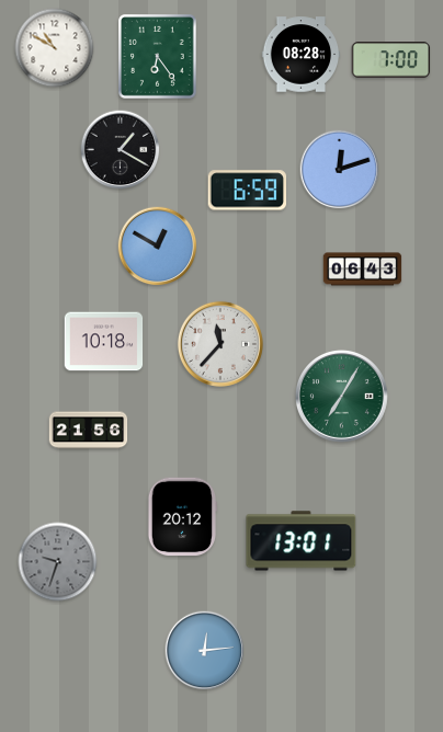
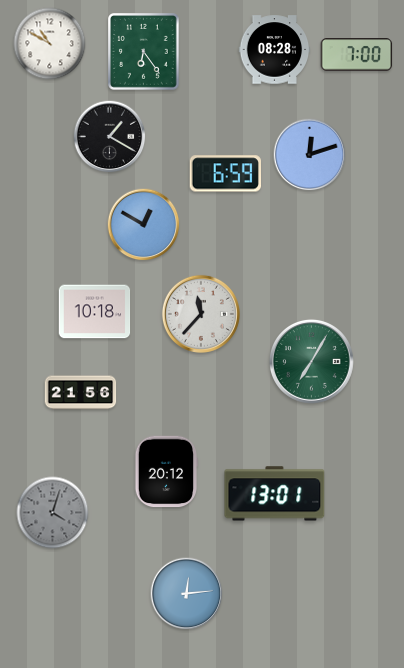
clock at (363, 270): 06:43 -> none
clock at (58, 562): 9:33 -> 4:03
